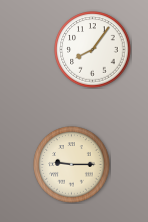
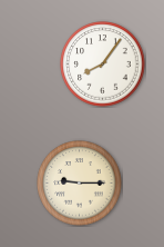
clock at (93, 50) position: (93, 50) -> (103, 65)
